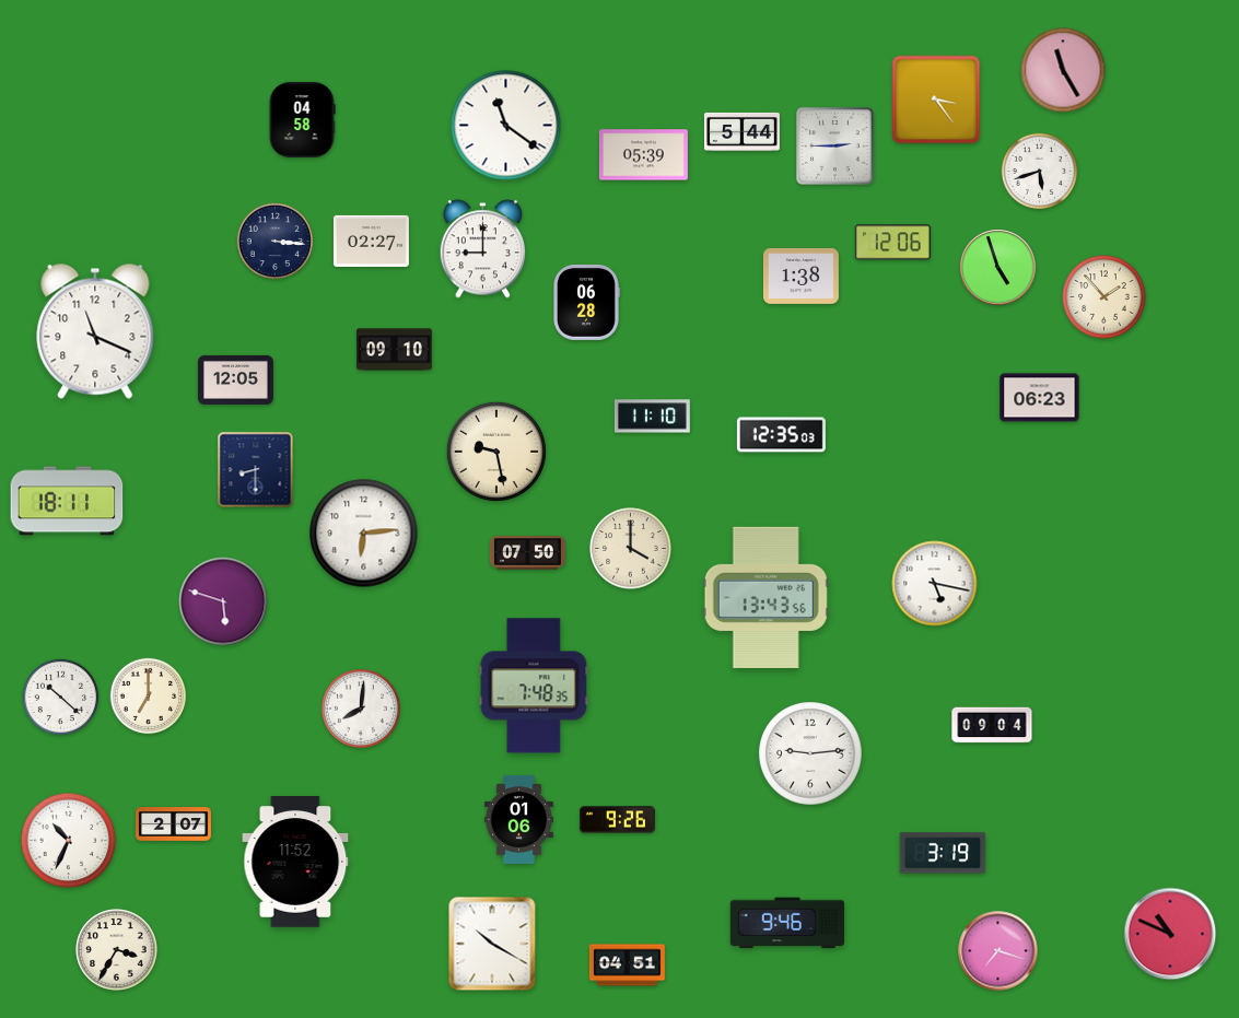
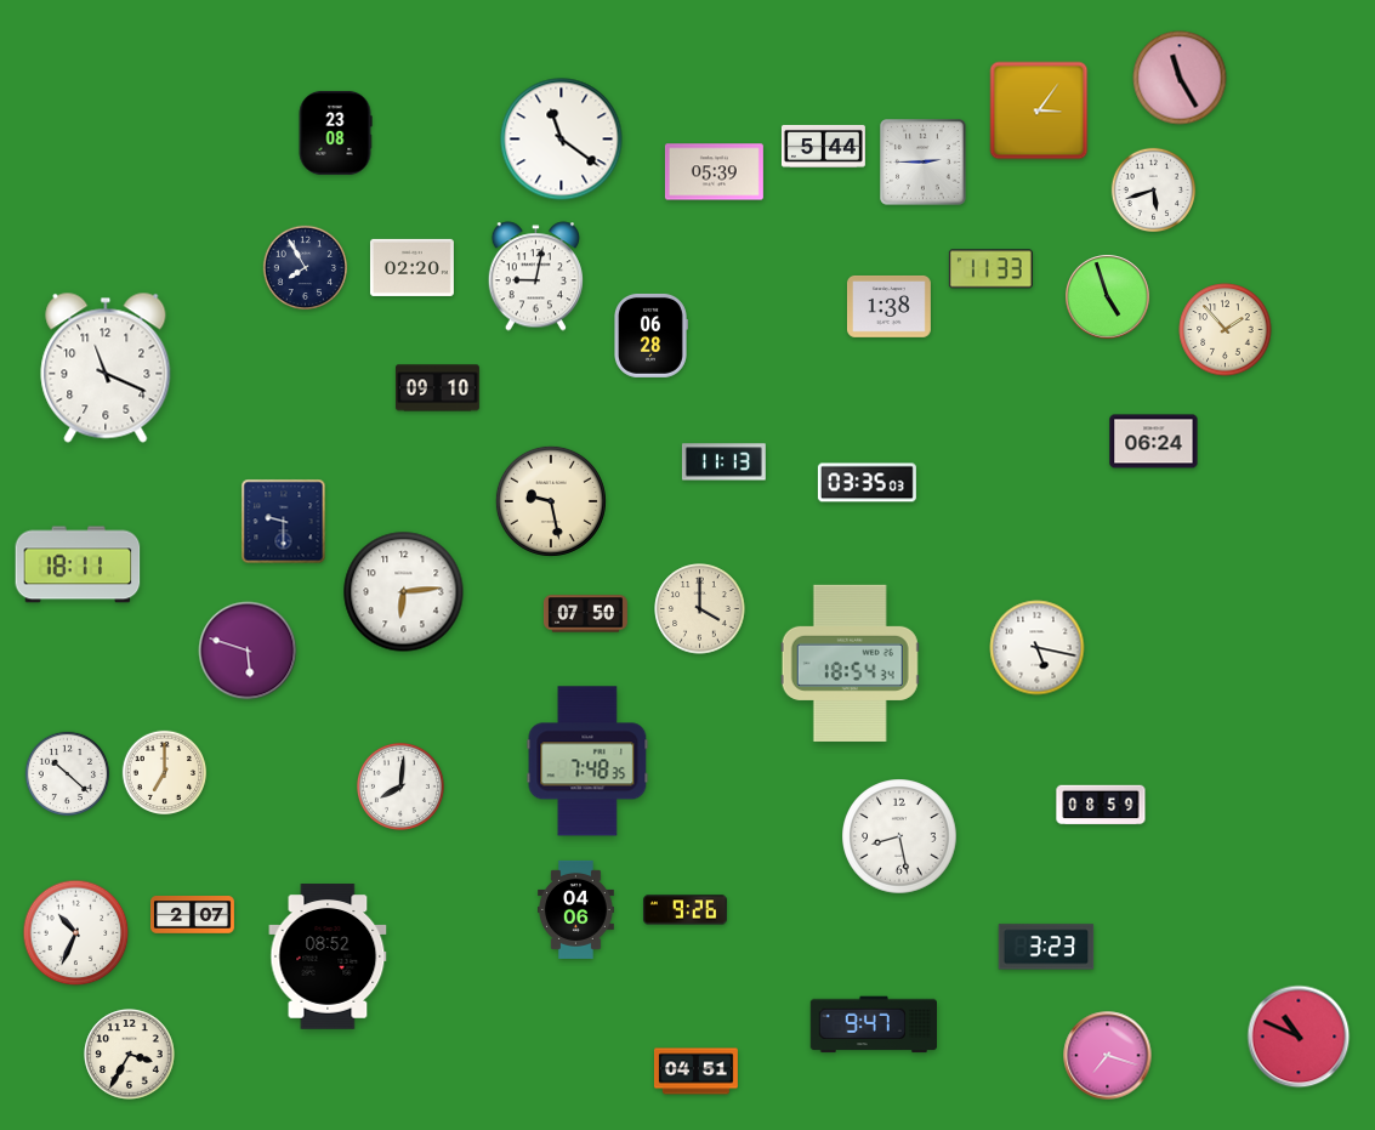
clock at (936, 100): 3:24 -> 3:06
clock at (302, 119): 04:58 -> 23:08
clock at (835, 147) position: (835, 147) -> (924, 163)
clock at (371, 241): 02:27 -> 02:20
clock at (276, 242): 3:16 -> 7:55
clock at (892, 243): 12:06 -> 11:33
clock at (482, 249): 9:00 -> 9:02
clock at (235, 379): 12:05 -> none
clock at (1040, 398): 06:23 -> 06:24
clock at (652, 417): 11:10 -> 11:13
clock at (781, 435): 12:35 -> 03:35
clock at (256, 470): 8:30 -> 9:30
clock at (67, 501) position: (67, 501) -> (78, 564)
clock at (765, 597): 13:43 -> 18:54
clock at (223, 601) position: (223, 601) -> (248, 651)
clock at (534, 686) position: (534, 686) -> (587, 761)
clock at (992, 725): 09:04 -> 08:59
clock at (810, 753): 9:14 -> 8:28
clock at (518, 819): 01:06 -> 04:06
clock at (943, 853): 3:19 -> 3:23
clock at (295, 862): 11:52 -> 08:52
clock at (786, 923): 9:46 -> 9:47
clock at (492, 944): 10:20 -> none
